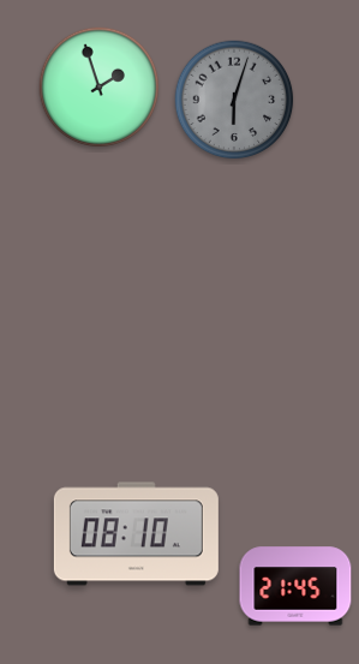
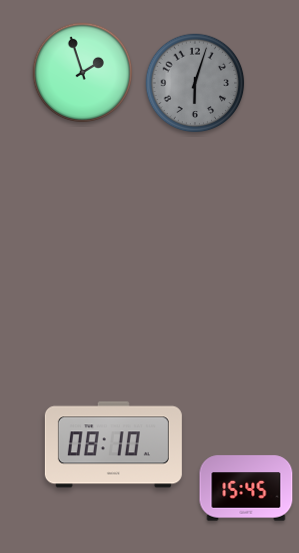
clock at (295, 586): 21:45 -> 15:45
